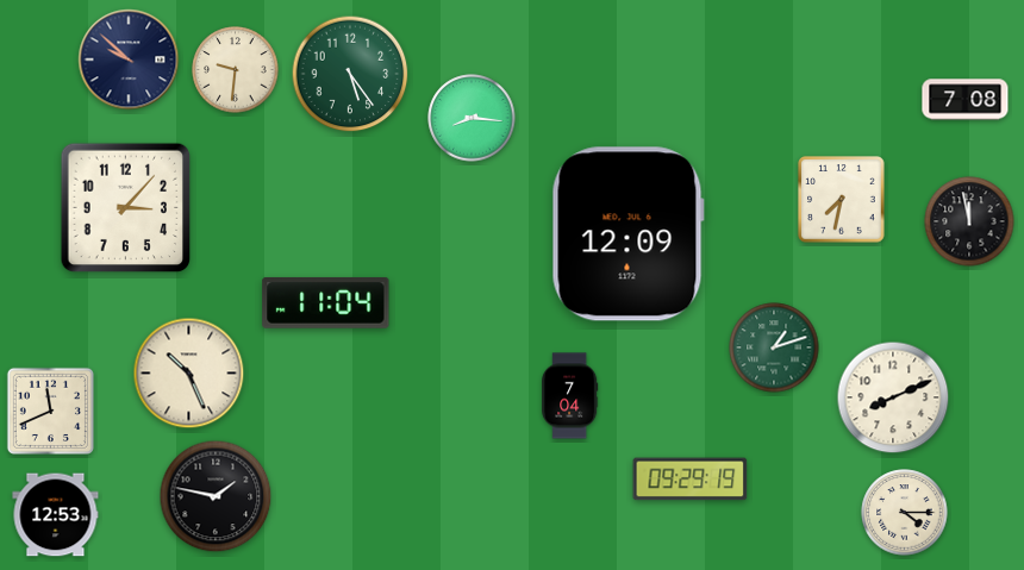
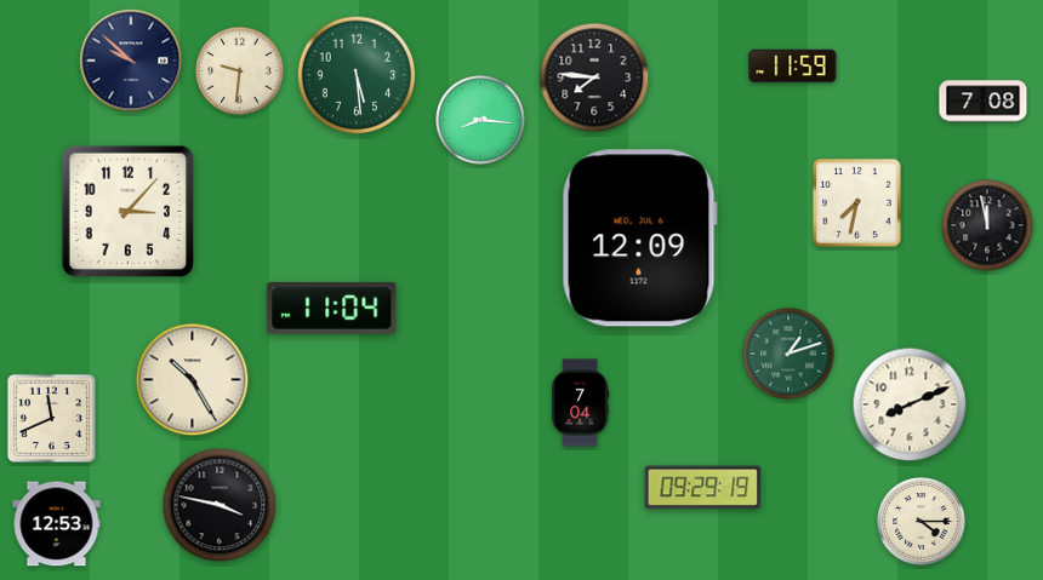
clock at (793, 67): none -> 11:59
clock at (350, 74): 5:24 -> 5:29
clock at (594, 77): none -> 7:46
clock at (189, 374): 10:26 -> 10:25
clock at (216, 496): 1:47 -> 3:47
